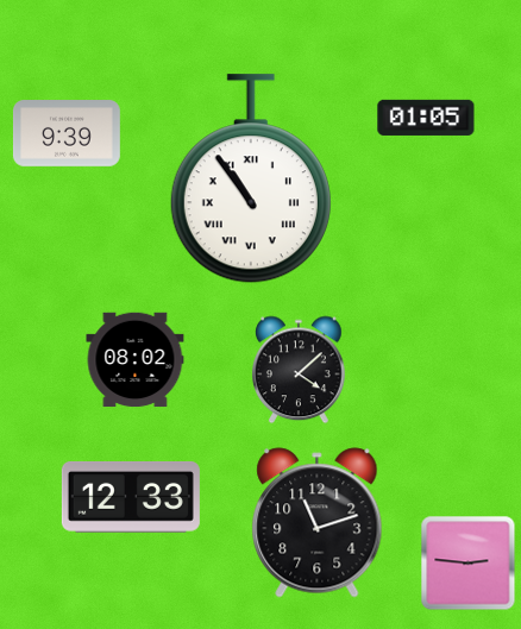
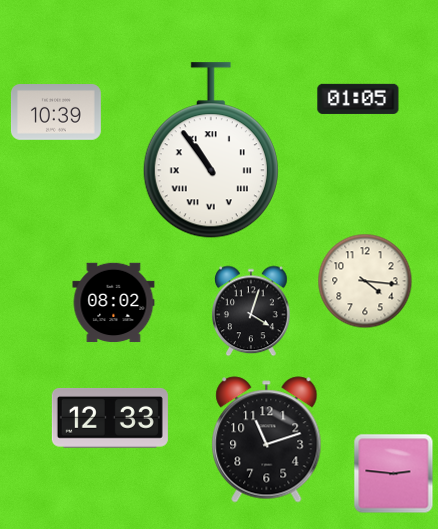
clock at (67, 134): 9:39 -> 10:39
clock at (365, 281): none -> 4:16
clock at (300, 370): 4:08 -> 4:03
